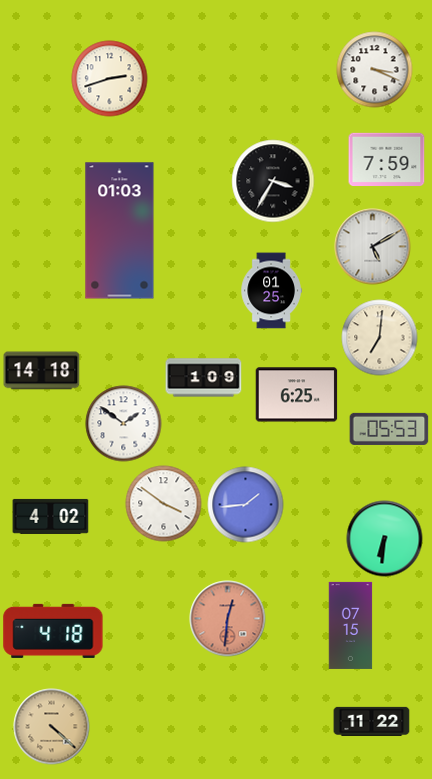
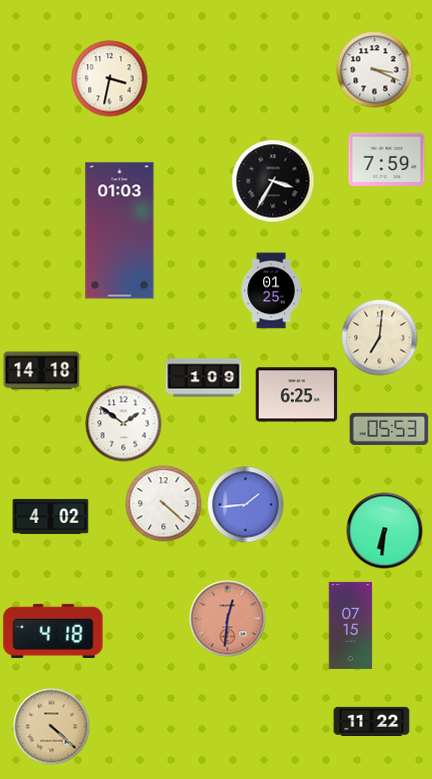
clock at (110, 79): 2:42 -> 3:32
clock at (373, 247): 5:10 -> none
clock at (164, 504): 3:51 -> 4:22
clock at (385, 539) position: (385, 539) -> (385, 531)
